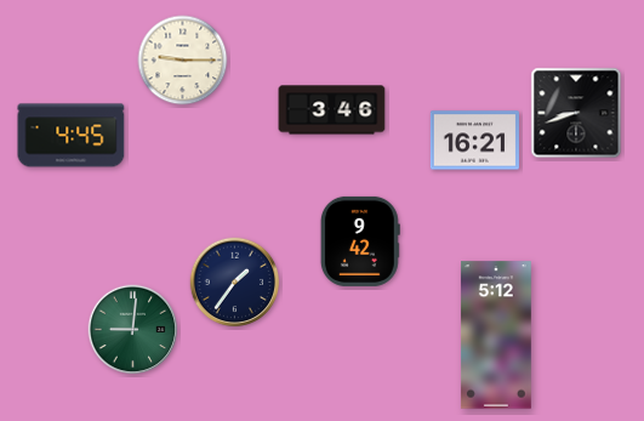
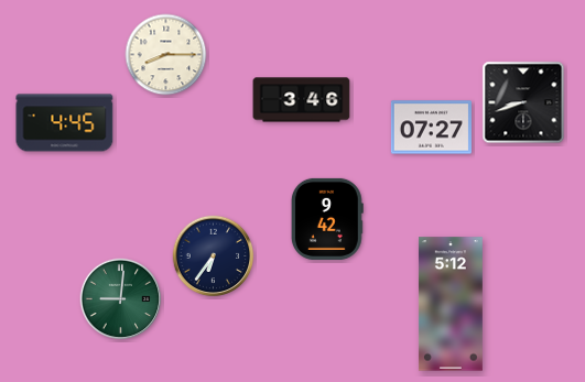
clock at (183, 61): 9:15 -> 8:15
clock at (474, 141): 16:21 -> 07:27
clock at (235, 283): 1:36 -> 6:36
